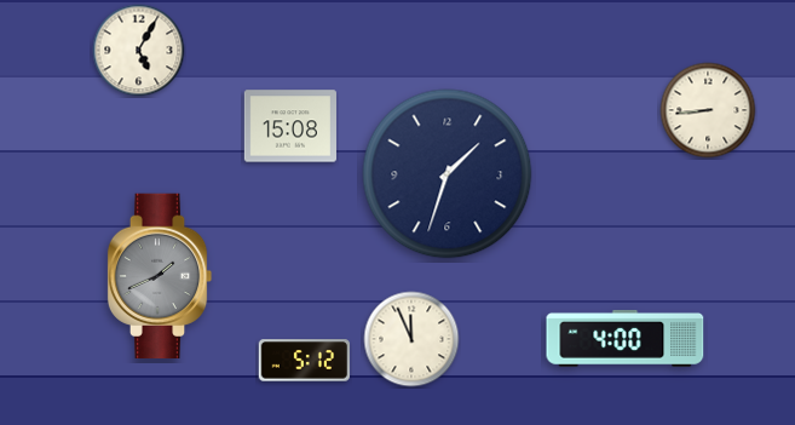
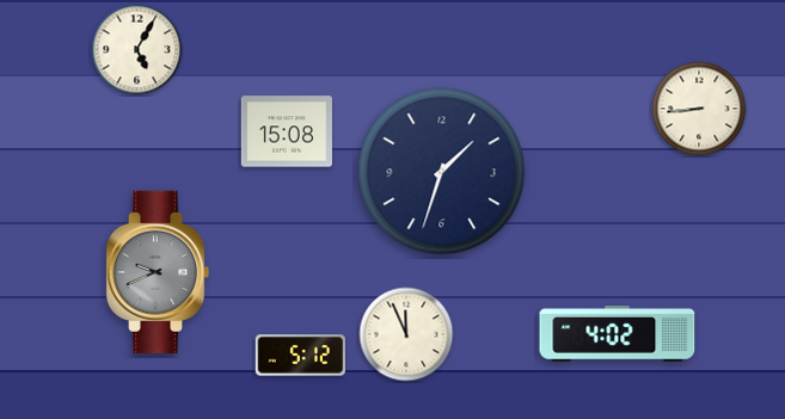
clock at (290, 126) position: (290, 126) -> (287, 131)
clock at (160, 276): 1:41 -> 9:41
clock at (626, 339): 4:00 -> 4:02
